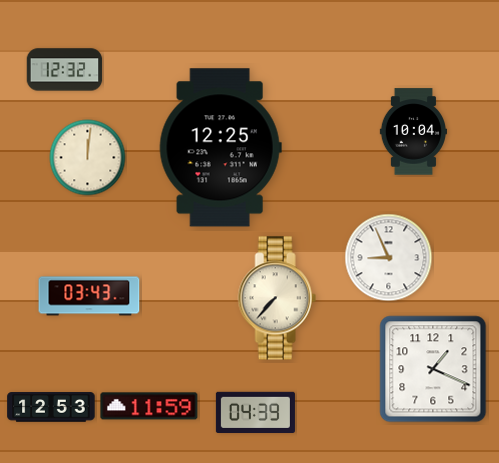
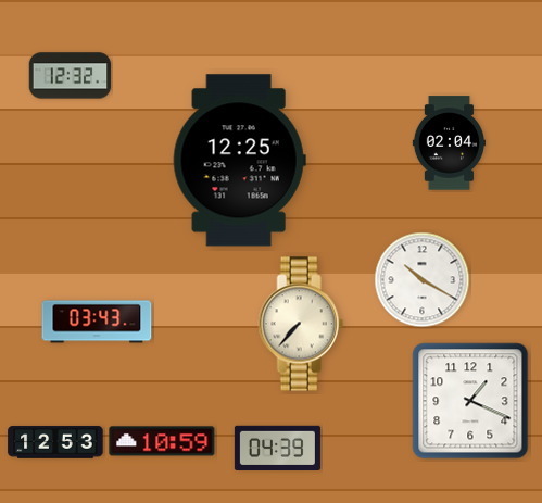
clock at (413, 132): 10:04 -> 02:04
clock at (88, 158): 12:01 -> none
clock at (389, 258): 8:56 -> 10:20
clock at (149, 406): 11:59 -> 10:59
